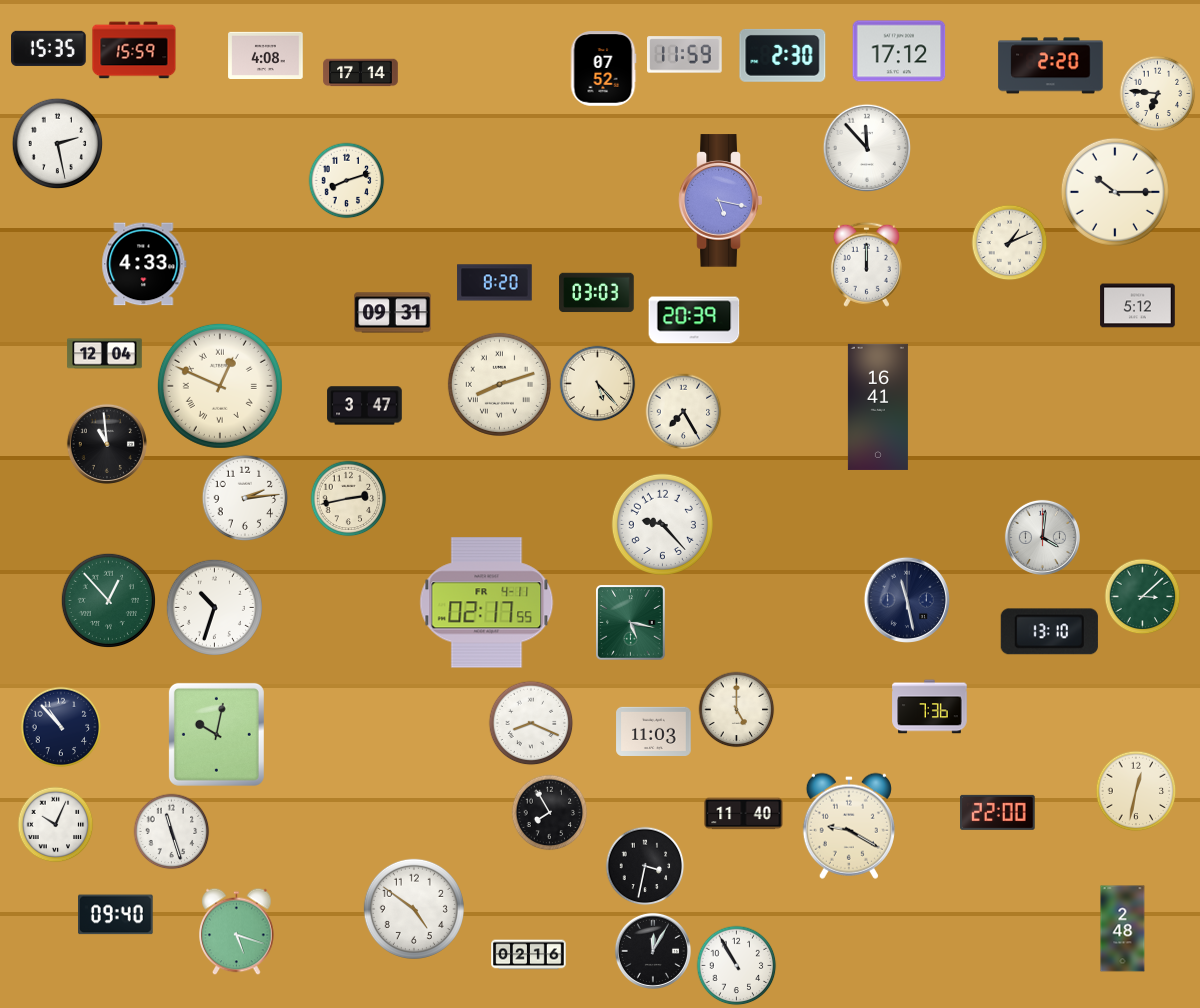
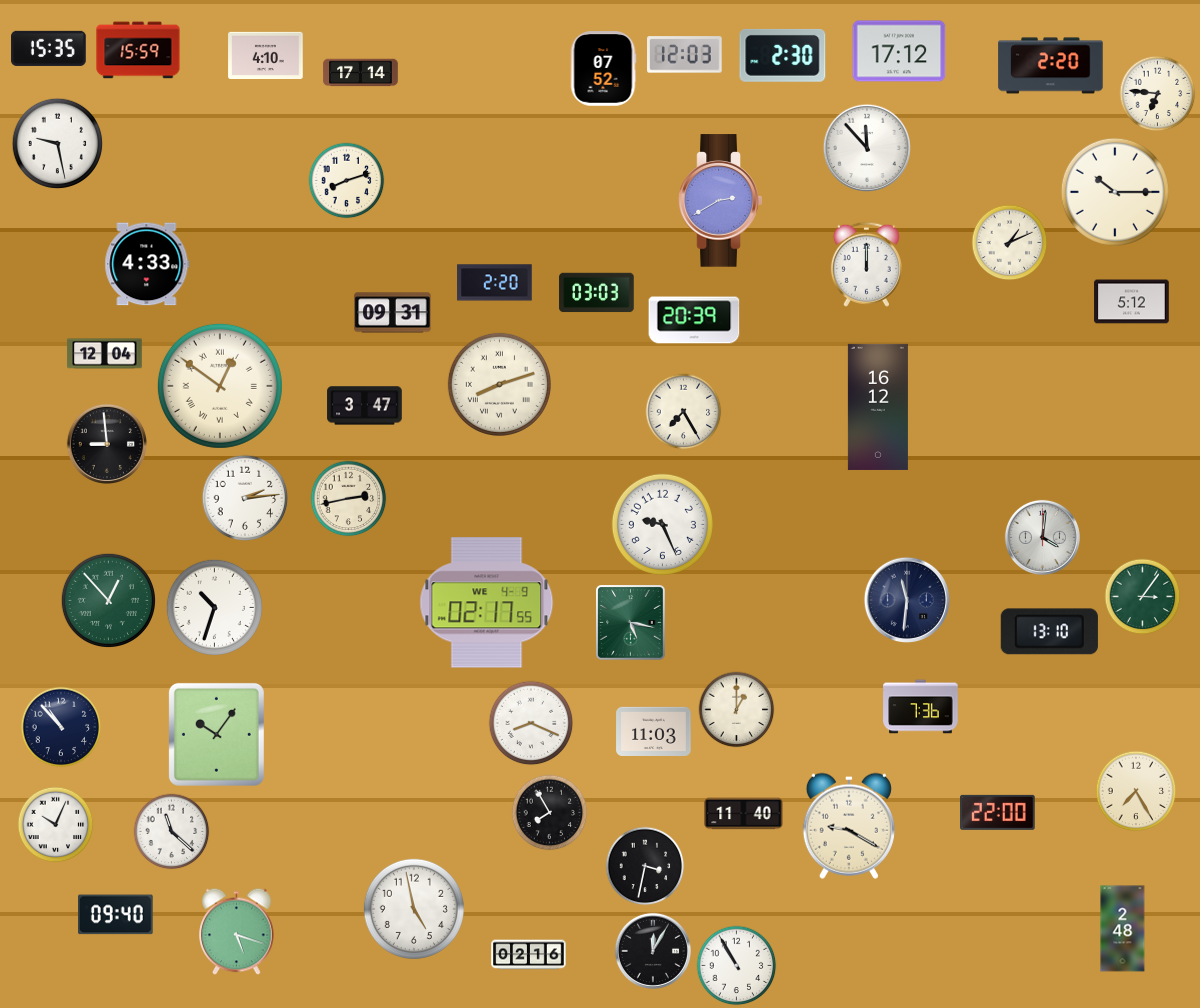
clock at (134, 50) position: (134, 50) -> (138, 50)
clock at (266, 55): 4:08 -> 4:10
clock at (685, 55): 11:59 -> 12:03
clock at (58, 144): 2:28 -> 9:28
clock at (721, 201): 5:17 -> 2:40
clock at (144, 264) position: (144, 264) -> (147, 264)
clock at (495, 283): 8:20 -> 2:20
clock at (1138, 306) position: (1138, 306) -> (1132, 302)
clock at (598, 384): 5:23 -> none
clock at (220, 386): 12:49 -> 12:51
clock at (878, 407): 16:41 -> 16:12
clock at (107, 444): 10:59 -> 8:59
clock at (662, 524): 9:23 -> 9:26
clock at (1143, 597): 3:08 -> 3:06
clock at (906, 599): 11:28 -> 11:31
clock at (487, 603) date: FR 4-11 -> WE 4-9
clock at (930, 707) position: (930, 707) -> (921, 707)
clock at (737, 710): 5:00 -> 1:00
clock at (216, 734): 10:02 -> 10:06
clock at (1136, 791): 12:32 -> 7:25
clock at (172, 832): 11:27 -> 11:22
clock at (414, 909): 4:51 -> 4:58
